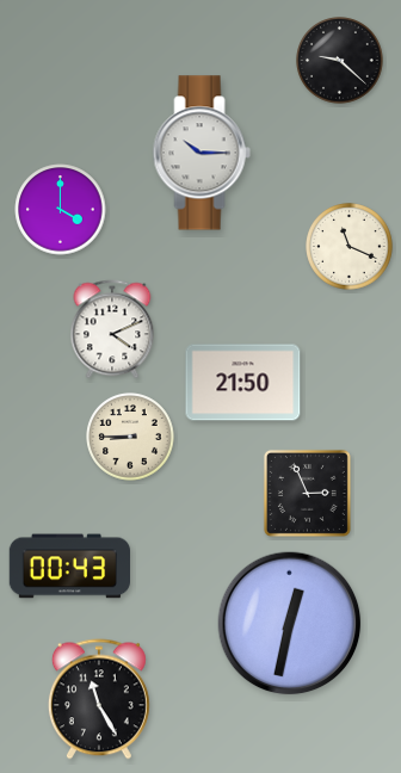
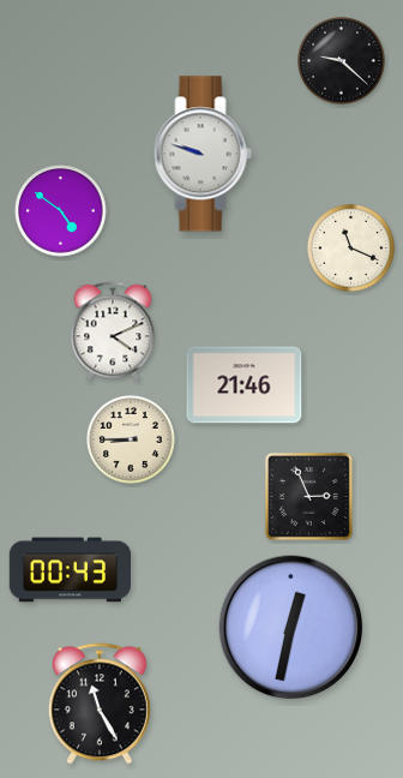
clock at (202, 153): 10:15 -> 9:48
clock at (61, 210): 4:00 -> 4:51
clock at (243, 383): 21:50 -> 21:46
